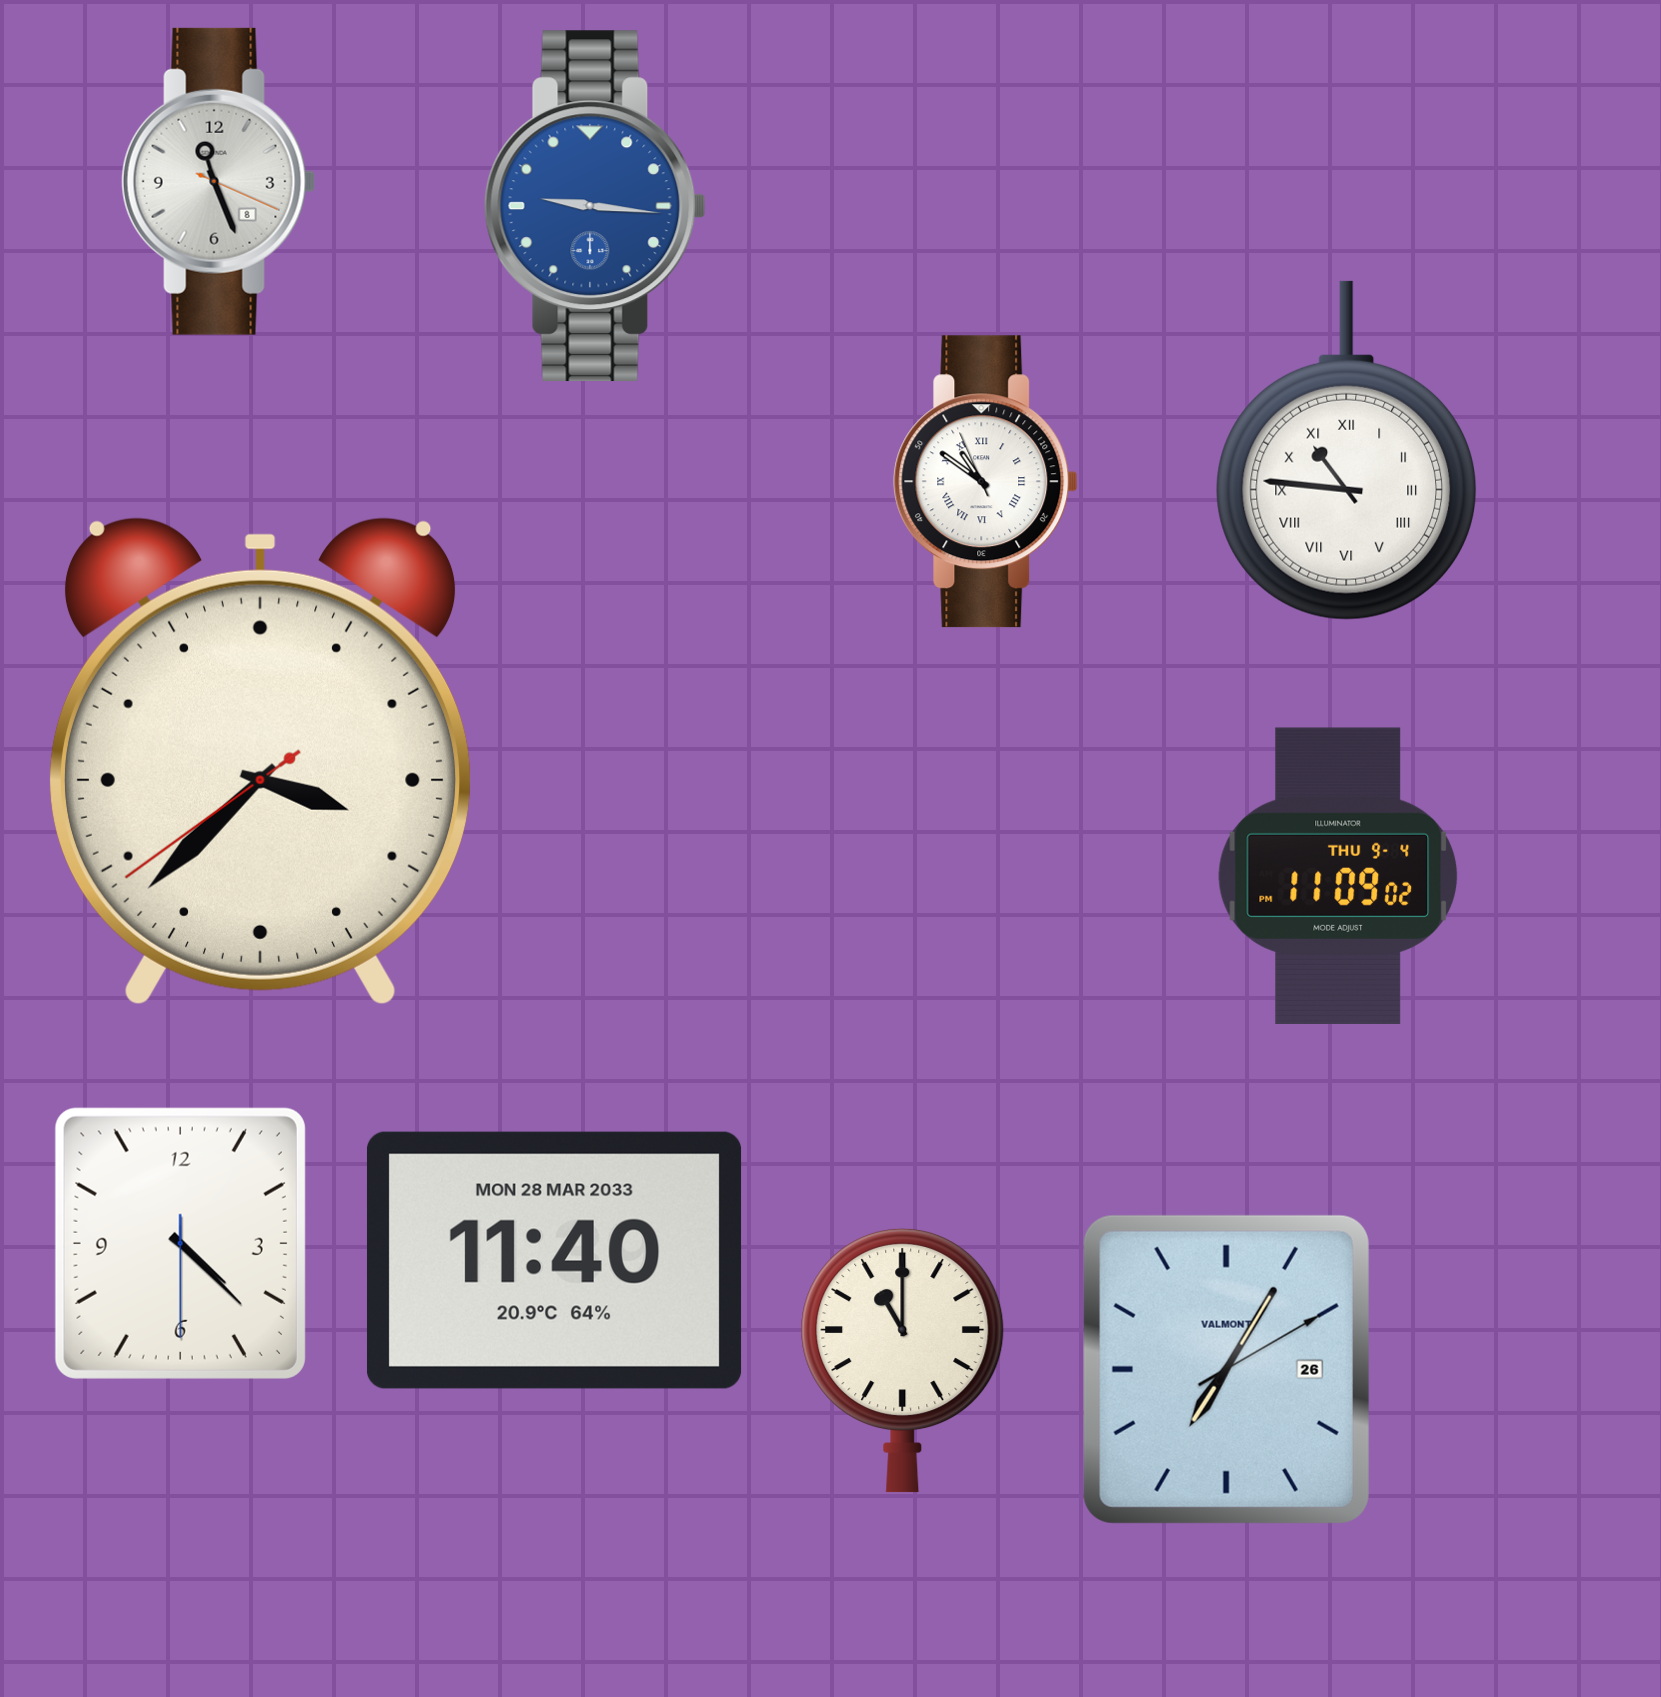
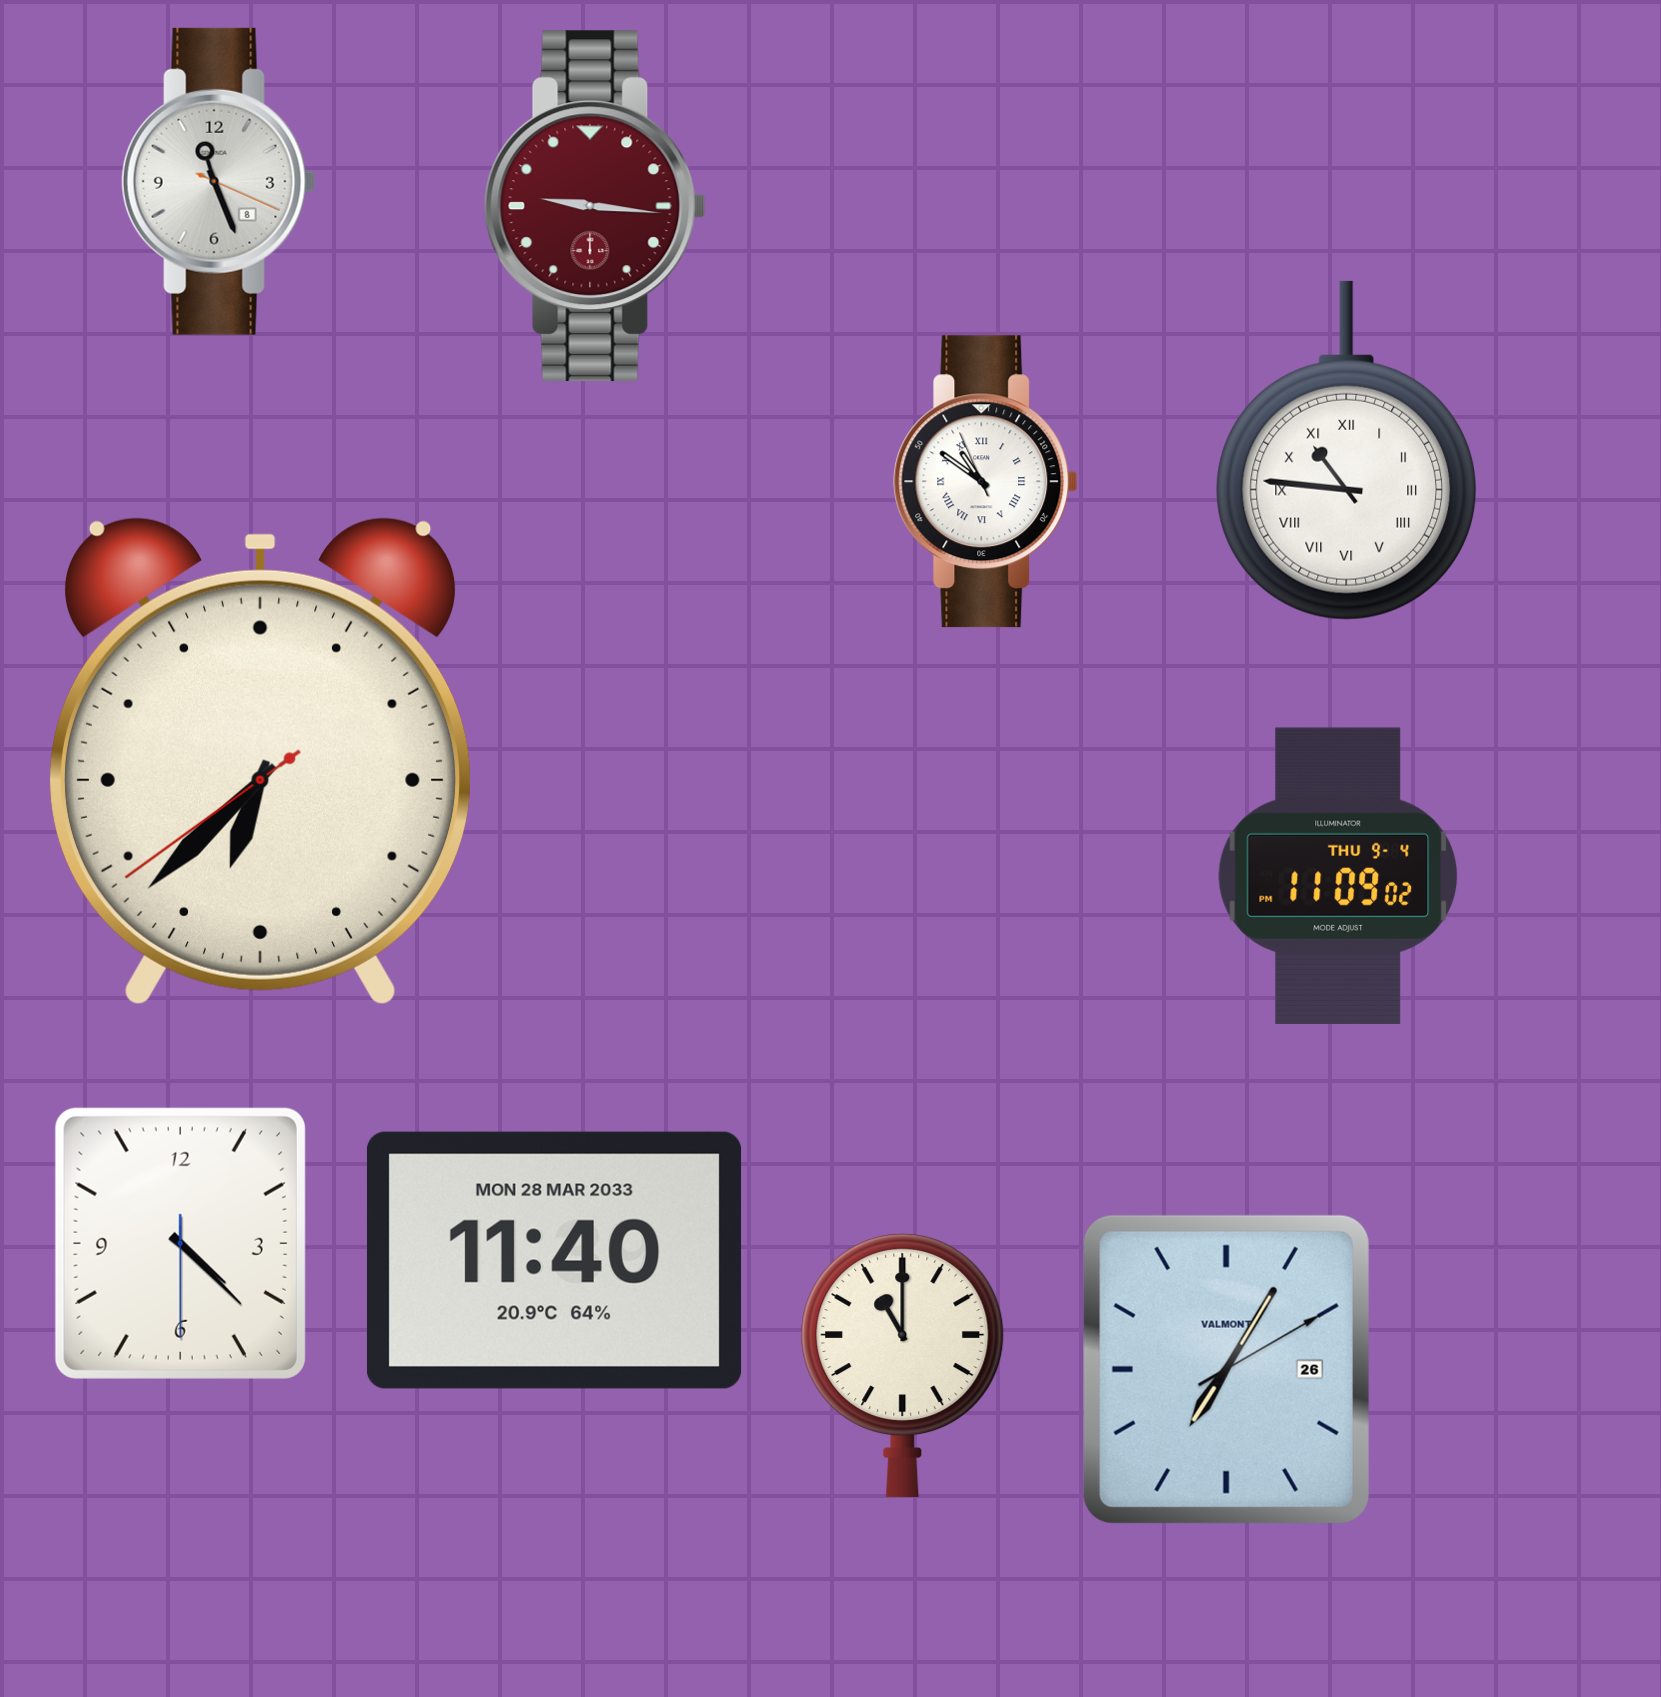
clock at (595, 206) dial: blue -> burgundy
clock at (260, 761): 3:37 -> 6:37
clock at (903, 1360) position: (903, 1360) -> (903, 1365)
